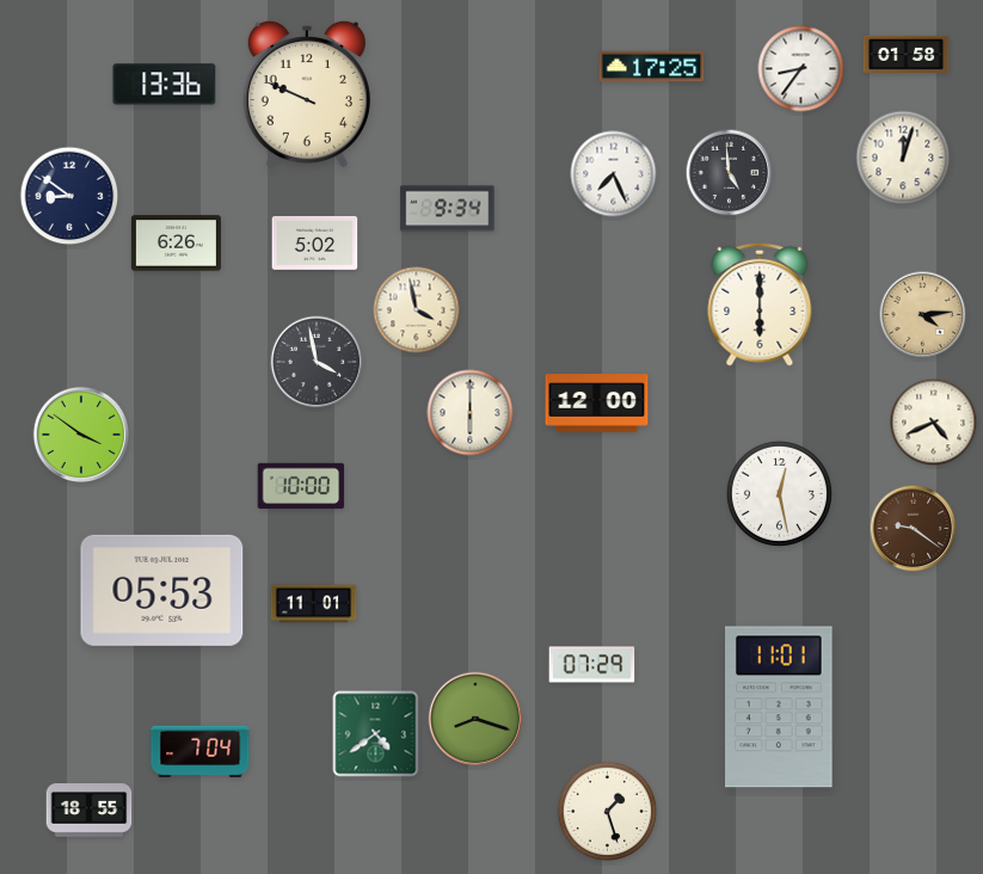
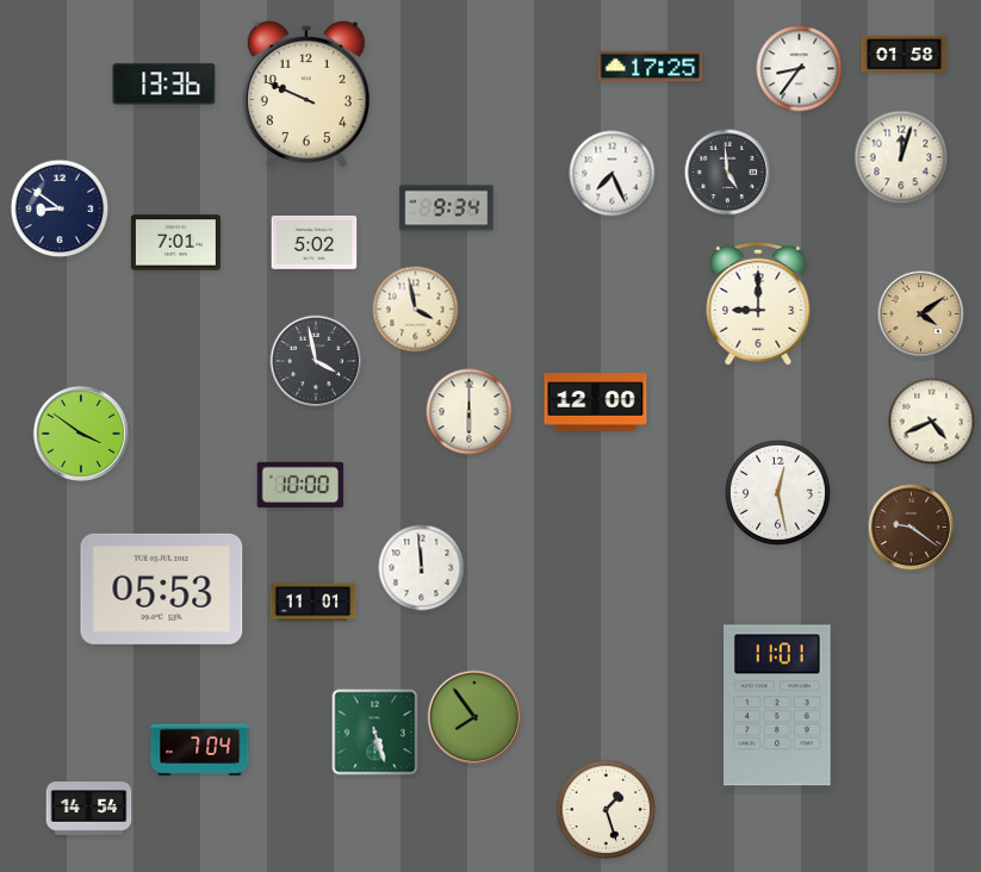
clock at (69, 196) position: (69, 196) -> (60, 208)
clock at (176, 244): 6:26 -> 7:01
clock at (760, 304): 6:00 -> 9:00
clock at (923, 315): 4:14 -> 4:09
clock at (422, 568): none -> 11:59
clock at (592, 665): 07:29 -> none
clock at (475, 719): 8:18 -> 7:54
clock at (376, 734): 4:39 -> 5:27
clock at (90, 811): 18:55 -> 14:54
